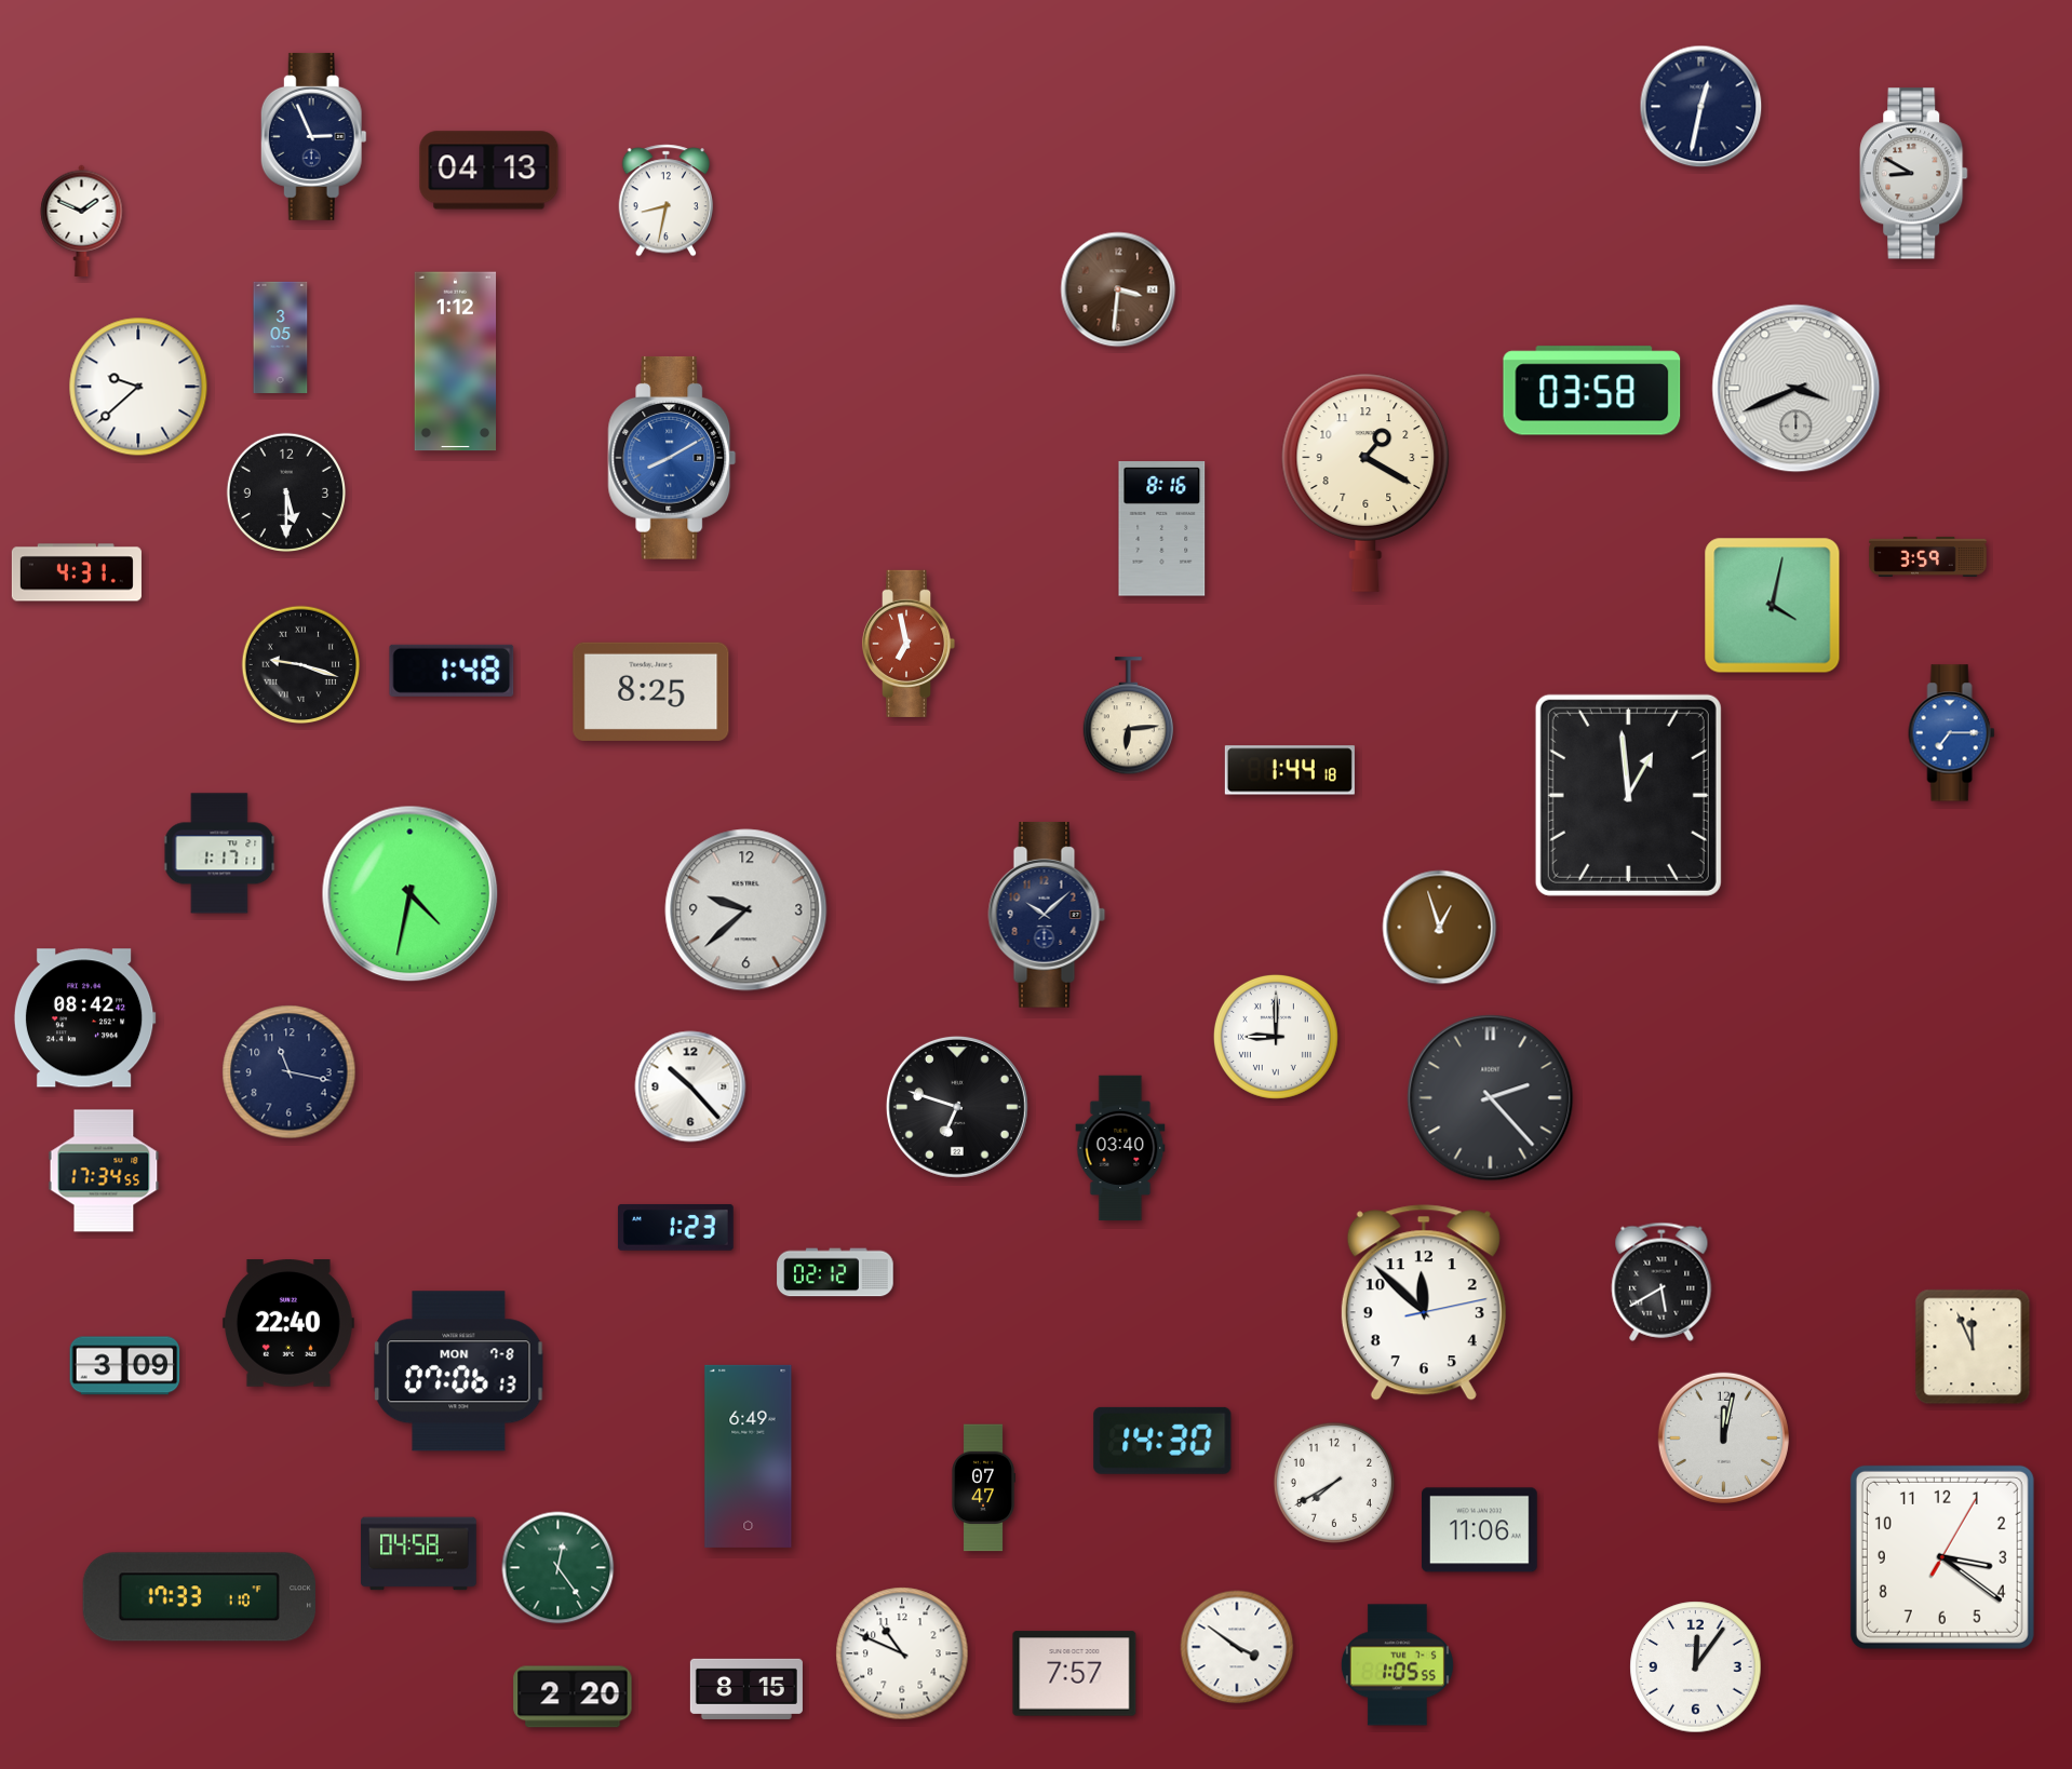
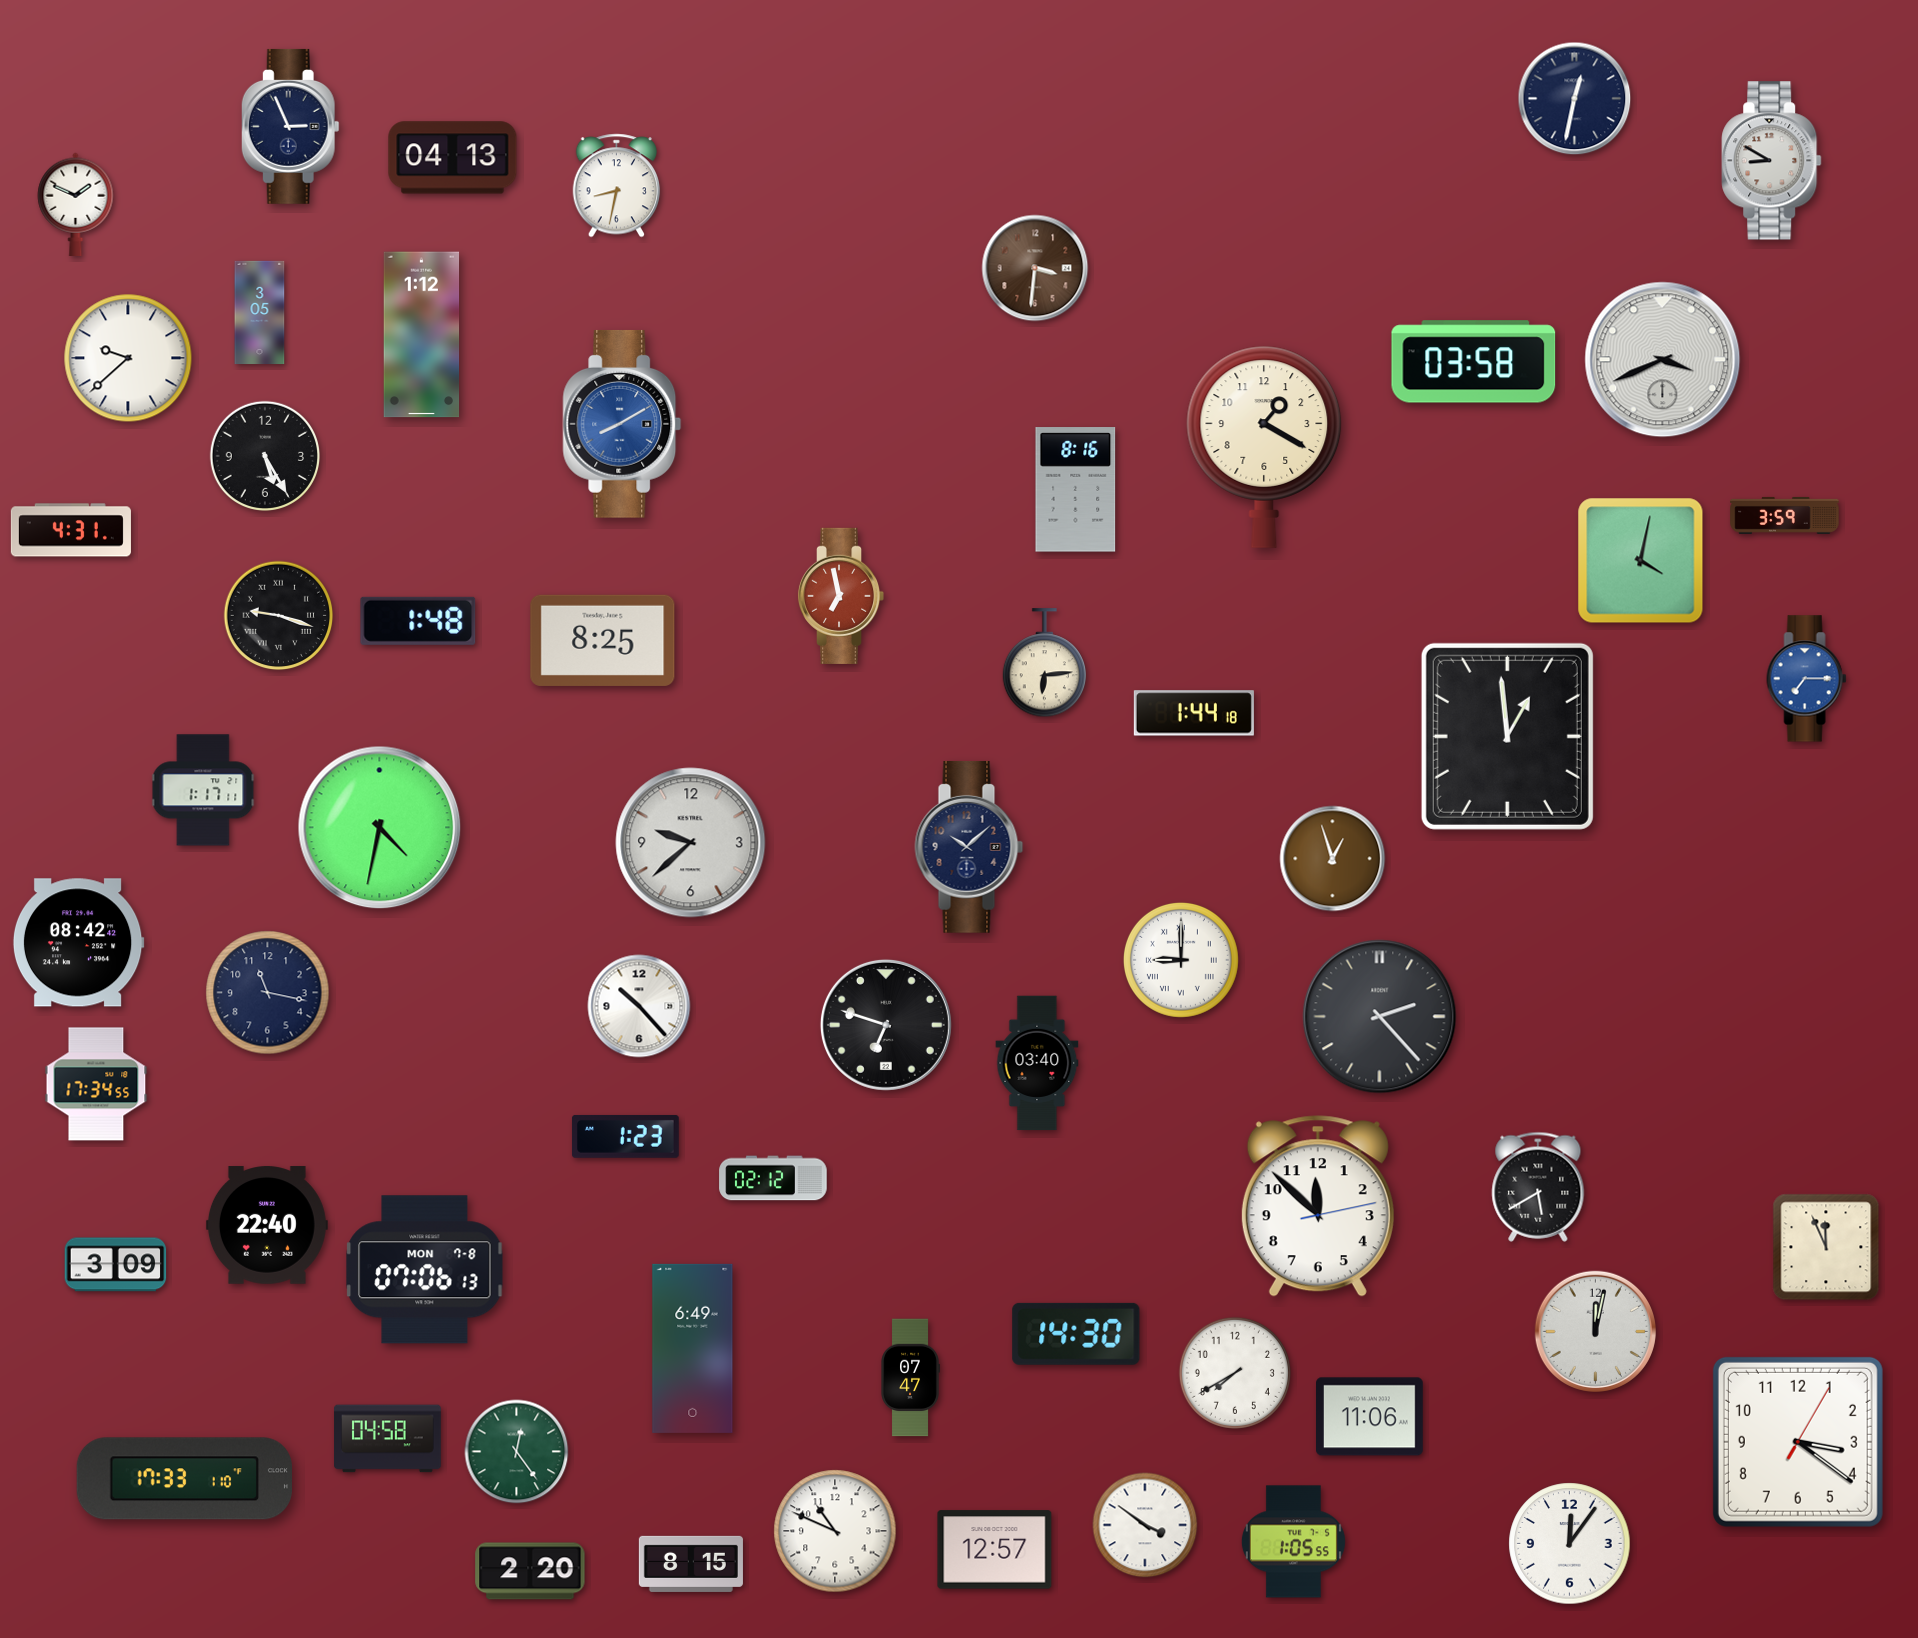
clock at (285, 491): 5:30 -> 5:25
clock at (1075, 1674): 7:57 -> 12:57
